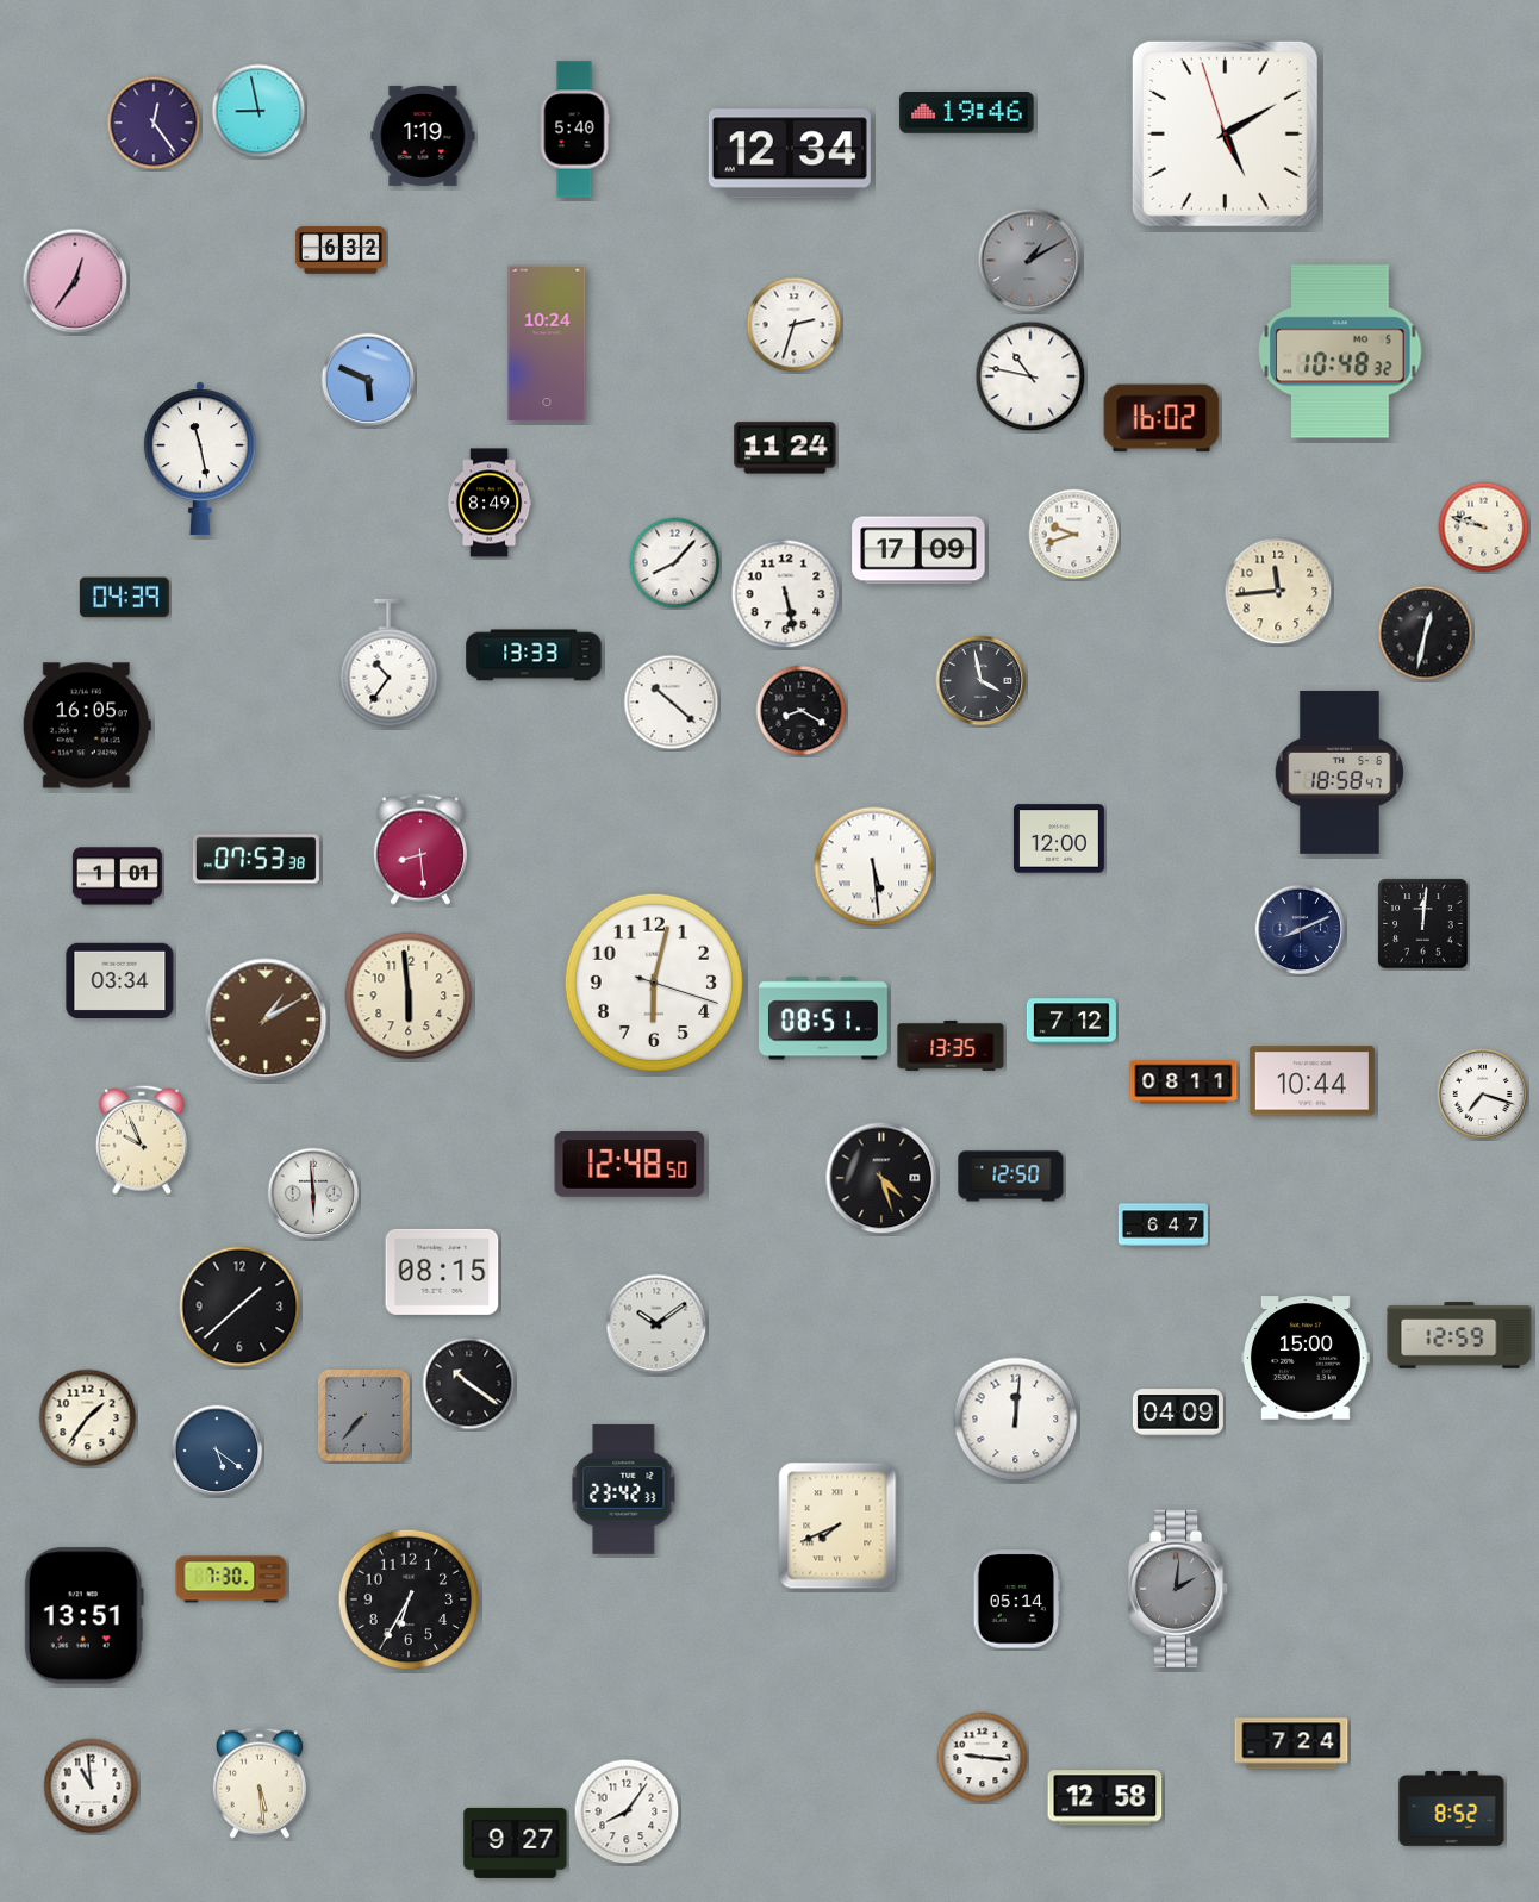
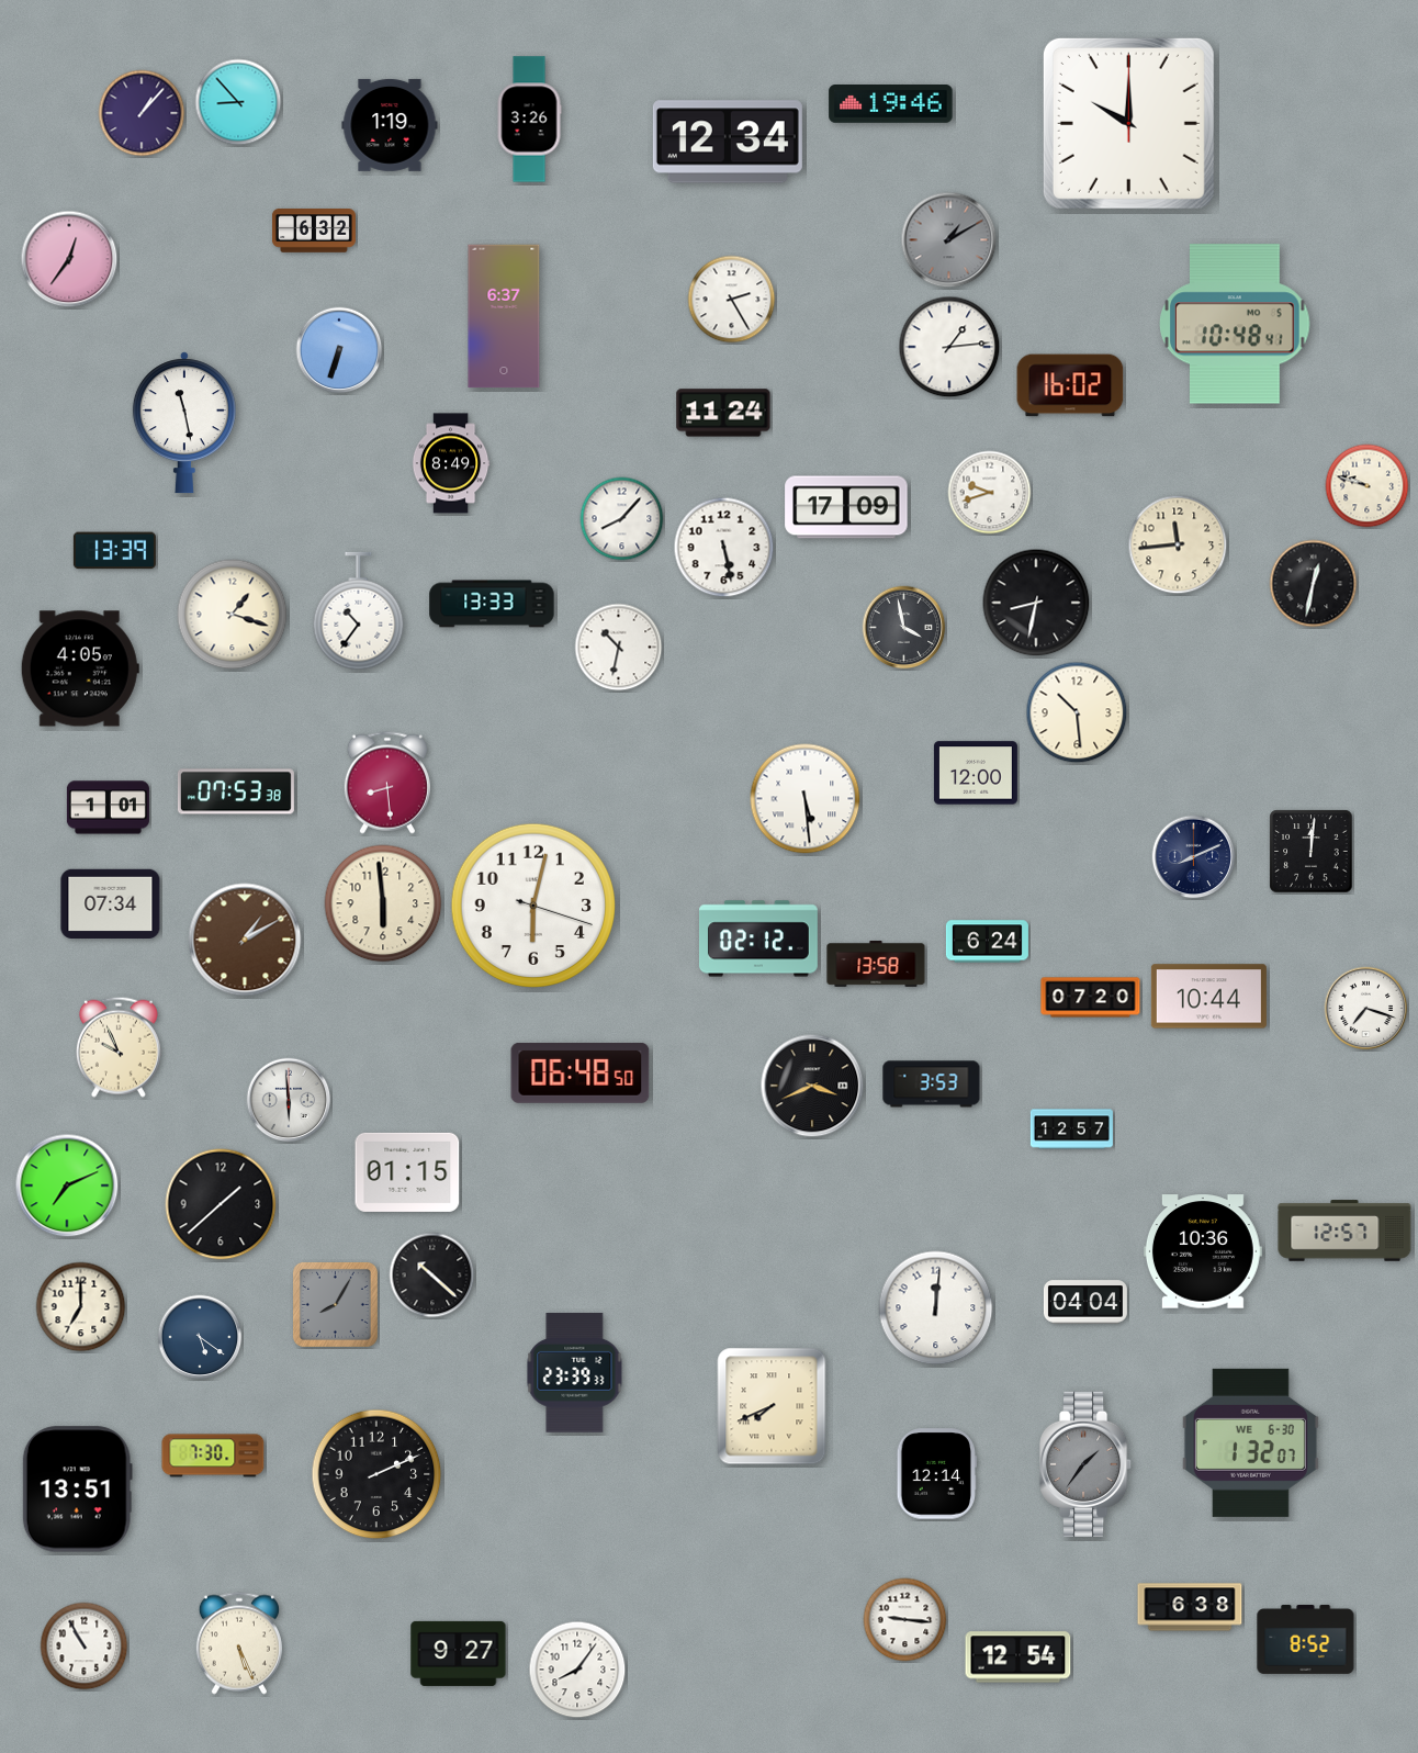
clock at (258, 111): 8:58 -> 8:53
clock at (154, 123): 12:24 -> 1:07
clock at (574, 130): 5:40 -> 3:26
clock at (1225, 133): 5:09 -> 10:00
clock at (795, 325): 2:33 -> 2:25
clock at (547, 343): 10:24 -> 6:37
clock at (1340, 351): 10:48:32 -> 10:48:41
clock at (1030, 376): 10:47 -> 1:14
clock at (368, 380): 5:49 -> 6:33
clock at (124, 598): 04:39 -> 13:39
clock at (1036, 603): none -> 8:32
clock at (233, 615): none -> 1:18
clock at (672, 703): 10:22 -> 10:32
clock at (802, 711): 8:20 -> none
clock at (87, 725): 16:05 -> 4:05
clock at (1339, 772): 18:58 -> none
clock at (1077, 712): none -> 10:29
clock at (1301, 930) position: (1301, 930) -> (1194, 857)
clock at (120, 980): 03:34 -> 07:34
clock at (654, 983) position: (654, 983) -> (533, 906)
clock at (409, 996) position: (409, 996) -> (383, 903)
clock at (823, 1018): 08:51 -> 02:12
clock at (1071, 1022): 7:12 -> 6:24
clock at (951, 1046): 13:35 -> 13:58
clock at (1184, 1083): 08:11 -> 07:20
clock at (142, 1140) position: (142, 1140) -> (119, 1047)
clock at (630, 1164): 12:48 -> 06:48
clock at (1011, 1177): 12:50 -> 3:53
clock at (881, 1178): 4:27 -> 3:41
clock at (1163, 1226): 6:47 -> 12:57
clock at (442, 1272): 08:15 -> 01:15
clock at (67, 1185): none -> 7:11
clock at (656, 1324): 10:09 -> none
clock at (1459, 1335): 12:59 -> 12:57
clock at (1306, 1358): 15:00 -> 10:36
clock at (469, 1384): 10:21 -> 10:22
clock at (1178, 1413): 04:09 -> 04:04
clock at (363, 1415): 7:37 -> 8:05
clock at (88, 1418): 1:36 -> 7:00
clock at (624, 1489): 23:42 -> 23:39
clock at (1250, 1442): none -> 1:32
clock at (1179, 1589): 2:01 -> 1:36
clock at (409, 1599): 6:35 -> 2:11
clock at (1016, 1599): 05:14 -> 12:14
clock at (1291, 1744): 7:24 -> 6:38
clock at (260, 1783): 5:29 -> 5:26
clock at (92, 1786): 10:59 -> 10:55
clock at (1105, 1798): 12:58 -> 12:54
clock at (1452, 1808) position: (1452, 1808) -> (1306, 1639)
clock at (516, 1842) position: (516, 1842) -> (459, 1653)
